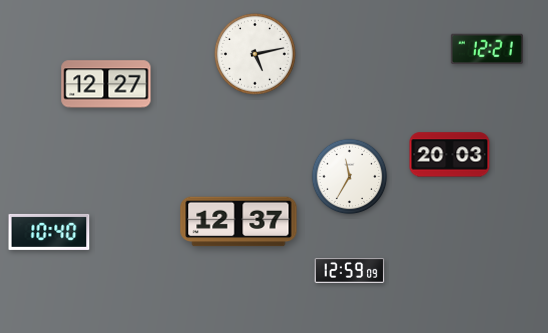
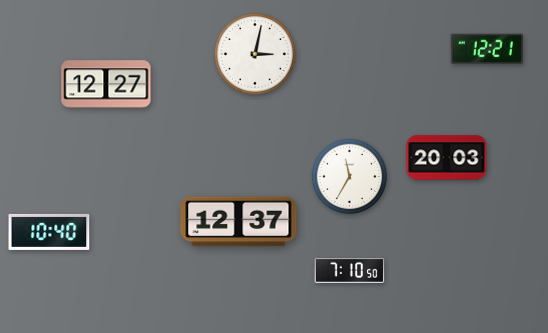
clock at (255, 54): 5:13 -> 3:02
clock at (450, 155) position: (450, 155) -> (447, 158)
clock at (350, 271): 12:59 -> 7:10
